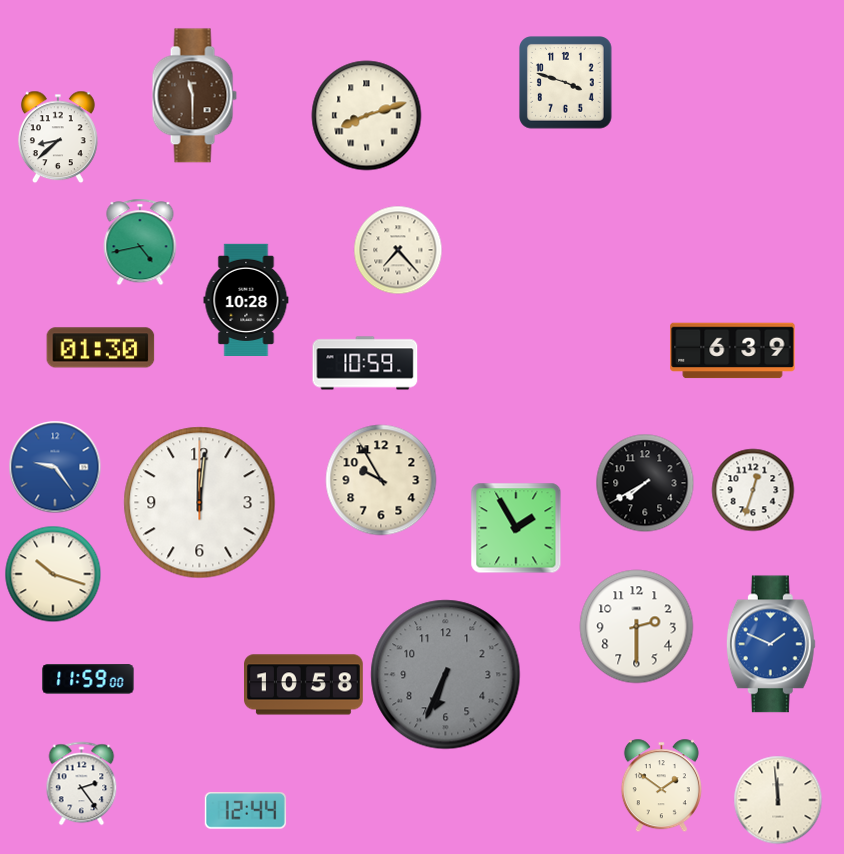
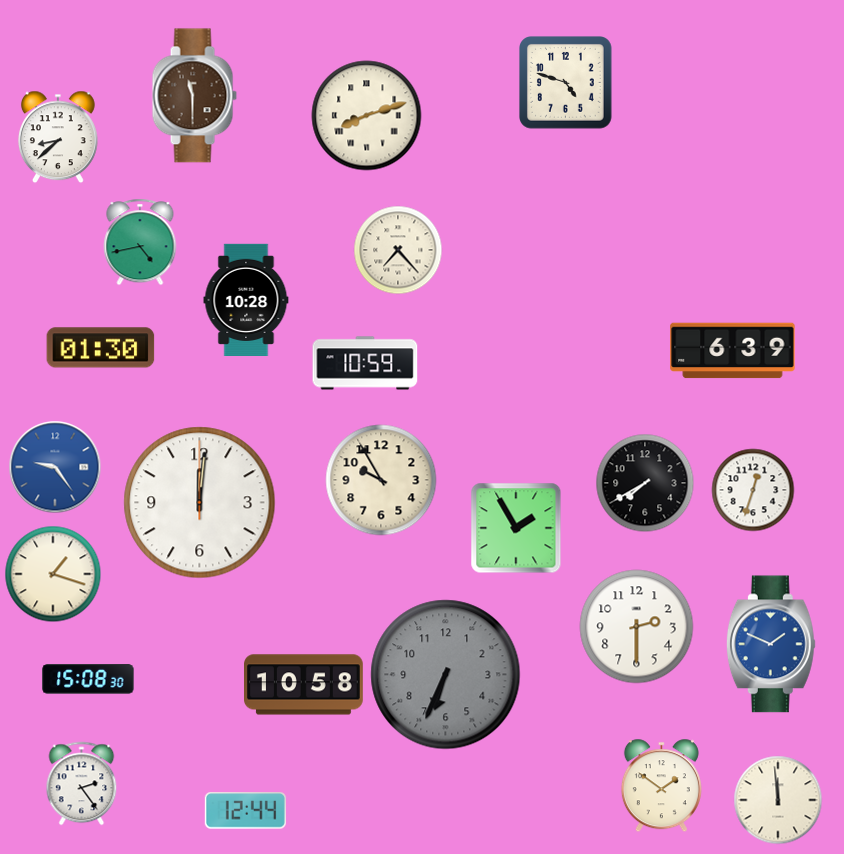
clock at (566, 83): 3:48 -> 4:48
clock at (53, 574): 10:18 -> 1:18
clock at (88, 679): 11:59 -> 15:08
